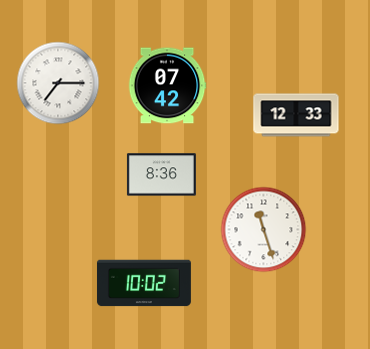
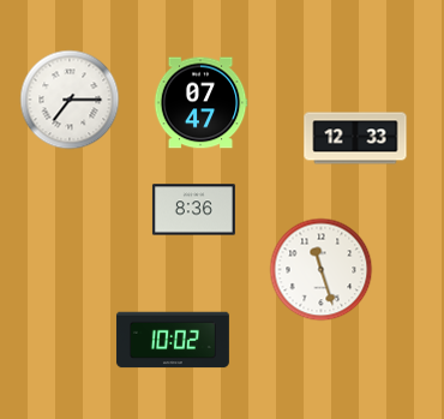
clock at (167, 86): 07:42 -> 07:47
clock at (264, 230) position: (264, 230) -> (322, 270)
